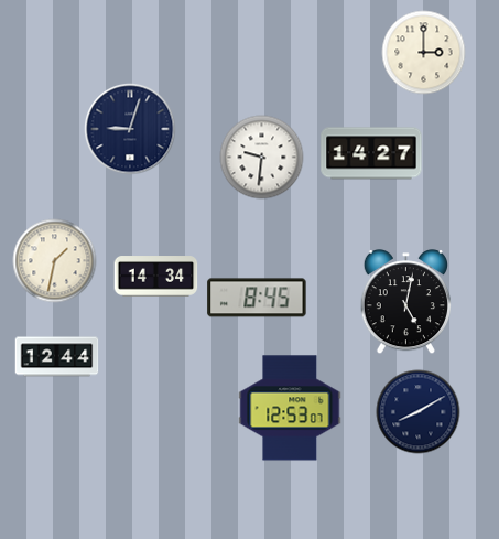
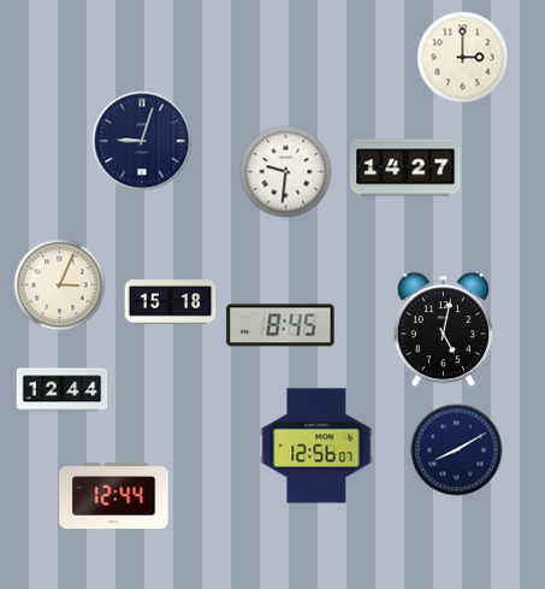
clock at (55, 261): 1:32 -> 3:04
clock at (156, 277): 14:34 -> 15:18
clock at (290, 408): 12:53 -> 12:56
clock at (114, 495): none -> 12:44
